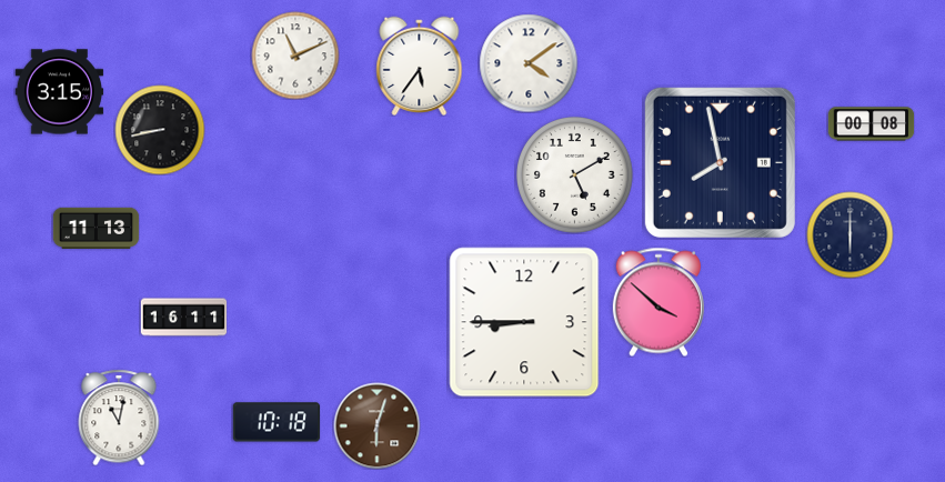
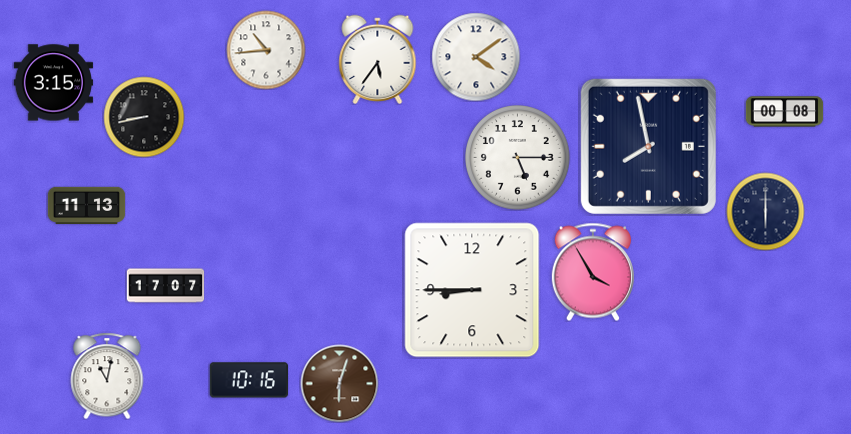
clock at (295, 56): 11:11 -> 10:44
clock at (575, 175): 5:10 -> 5:15
clock at (659, 302): 3:52 -> 3:55
clock at (183, 318): 16:11 -> 17:07
clock at (275, 422): 10:18 -> 10:16
